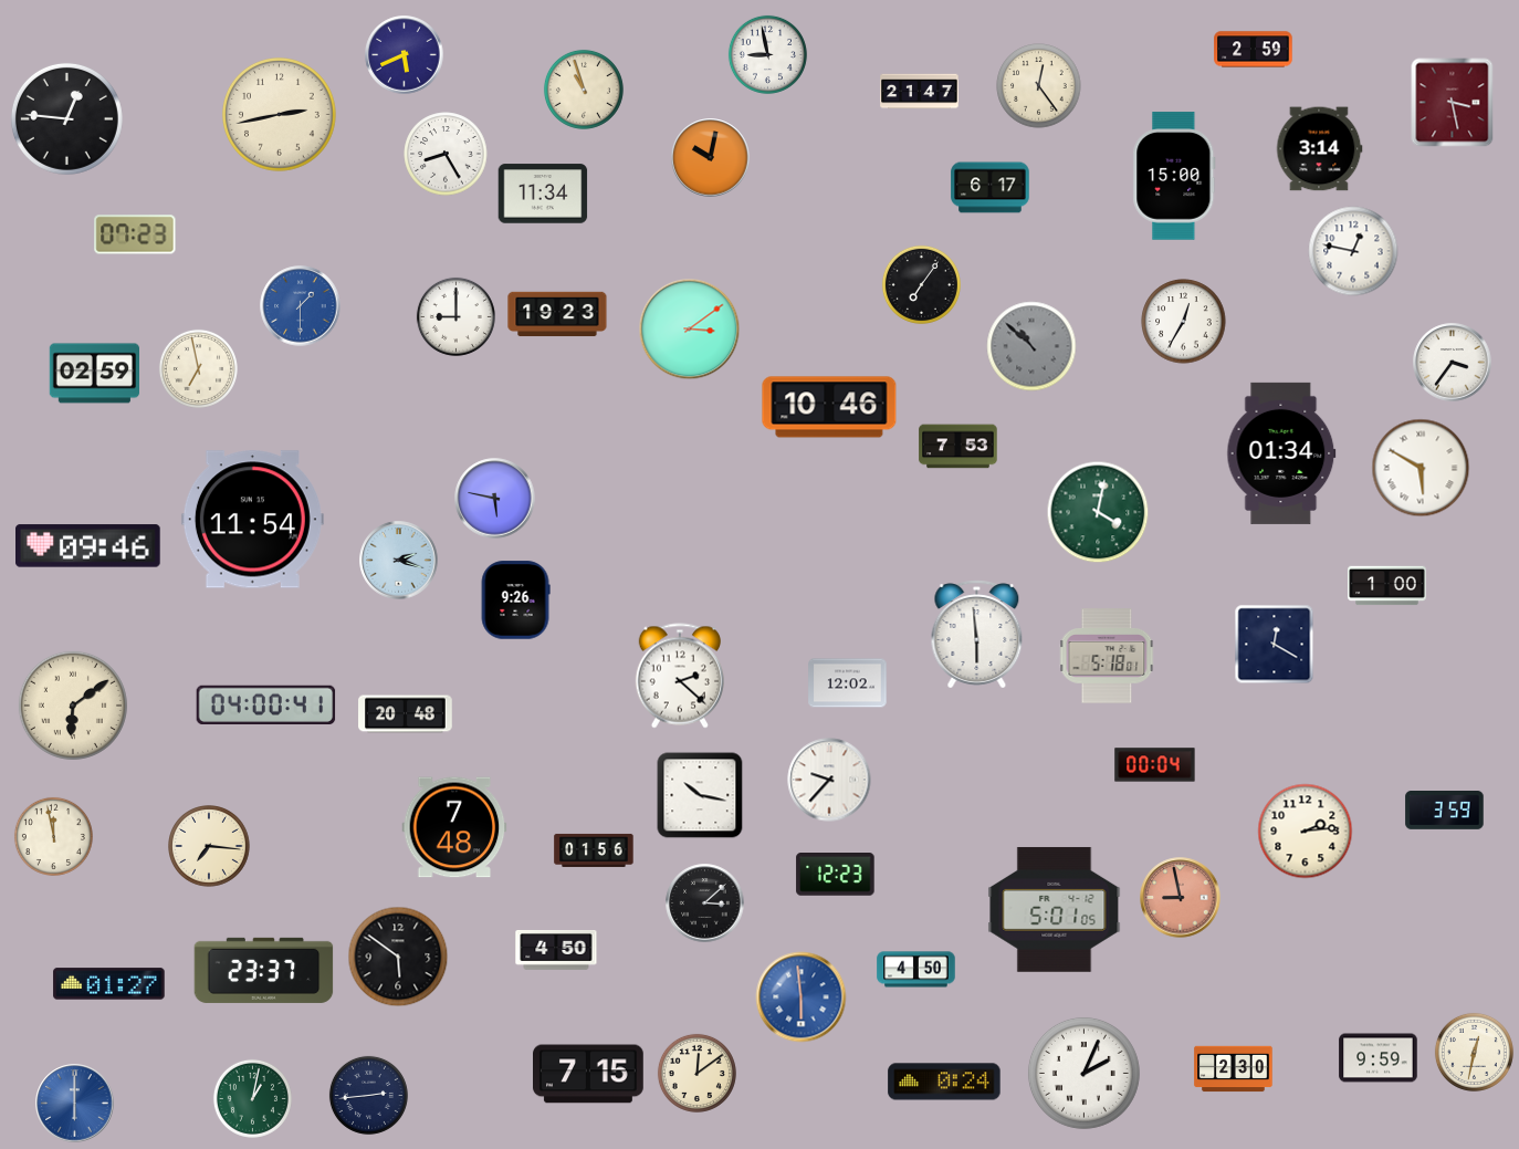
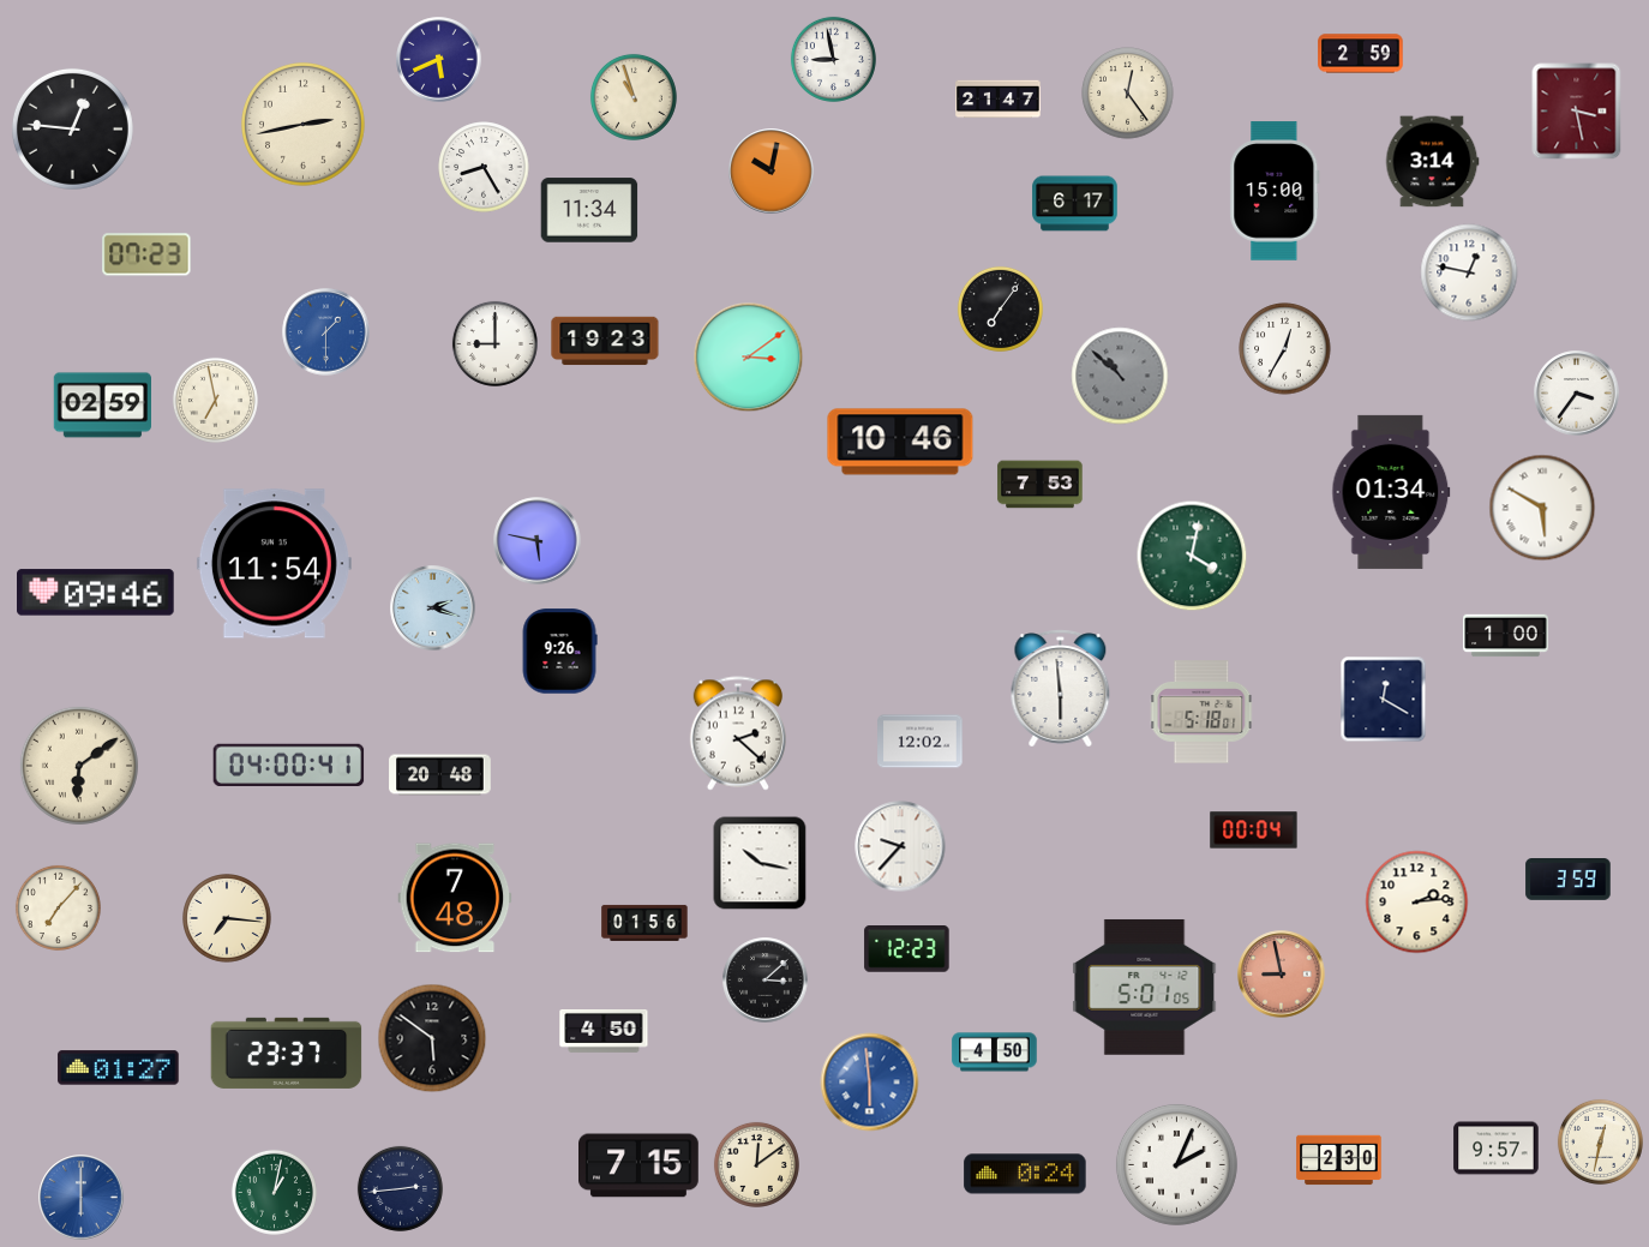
clock at (454, 827) position: (454, 827) -> (455, 898)
clock at (53, 836): 11:58 -> 7:07
clock at (1379, 1058): 9:59 -> 9:57
